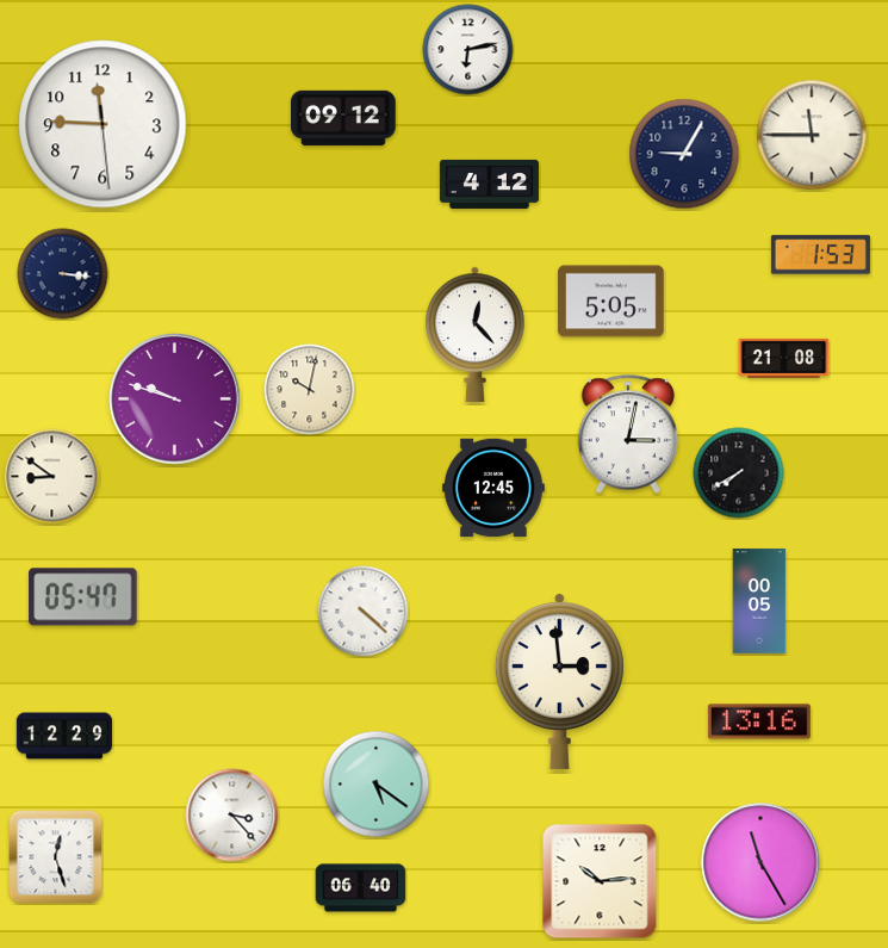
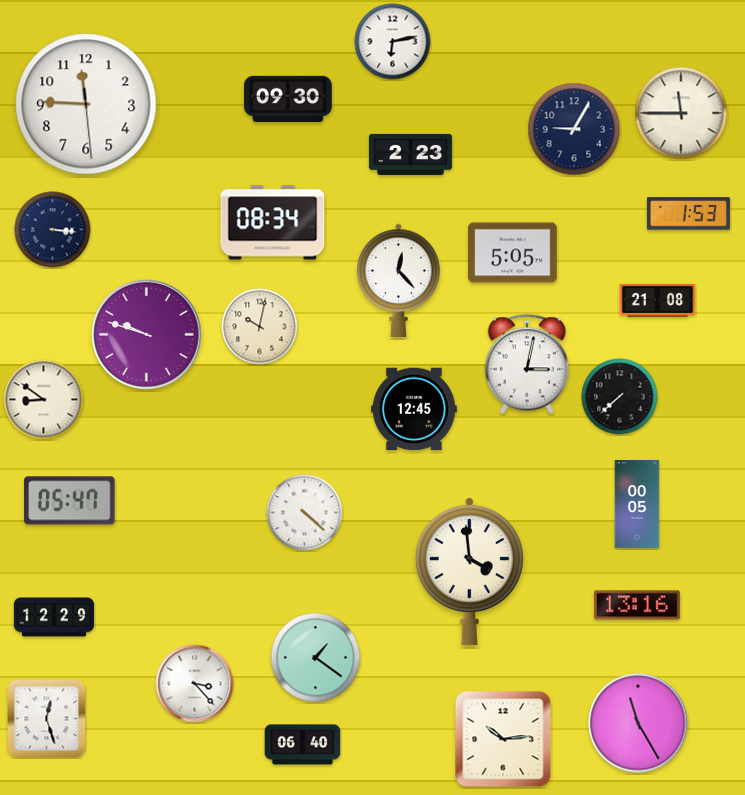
clock at (344, 118): 09:12 -> 09:30
clock at (489, 184): 4:12 -> 2:23
clock at (273, 223): none -> 08:34
clock at (739, 473): 7:40 -> 7:38
clock at (559, 682): 2:59 -> 3:59
clock at (377, 785): 5:21 -> 1:21
